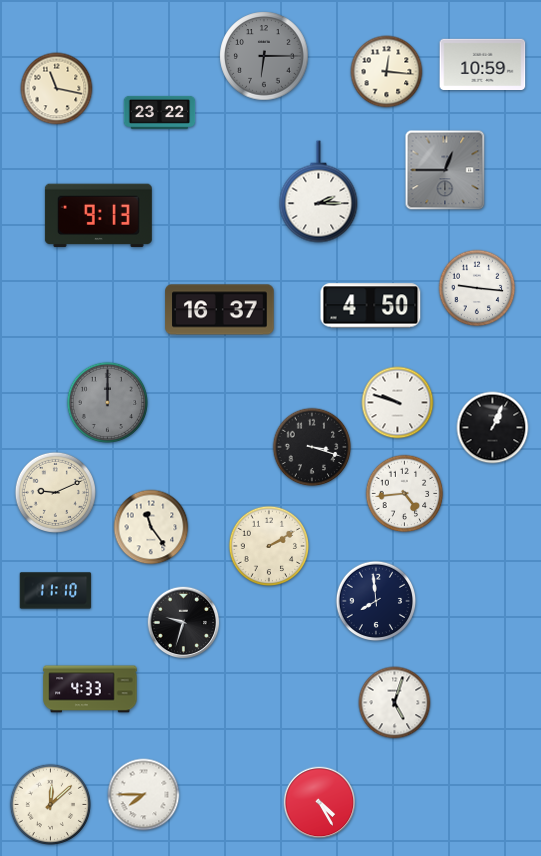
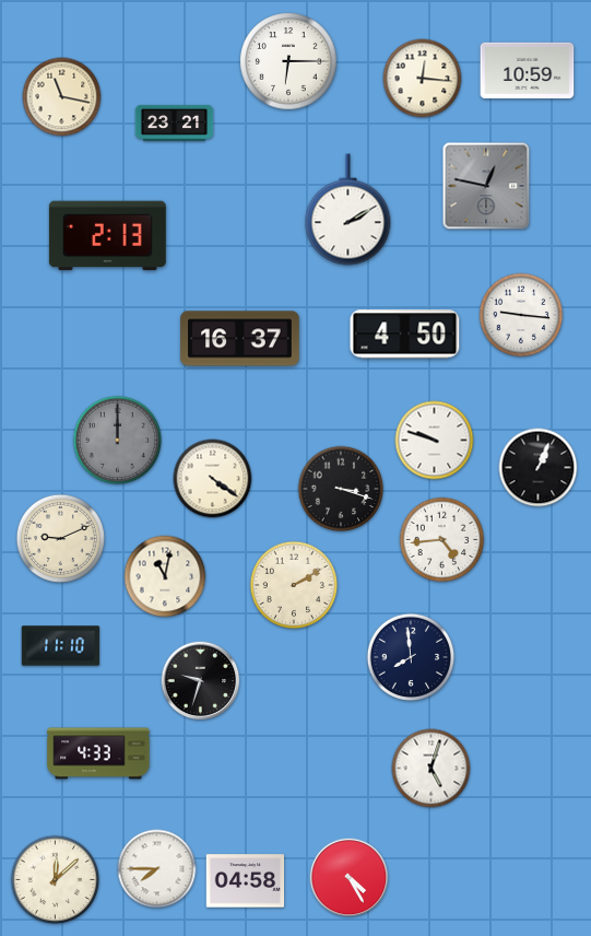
clock at (264, 56) dial: grey -> white
clock at (160, 112): 23:22 -> 23:21
clock at (445, 170): 12:45 -> 12:47
clock at (319, 192): 2:15 -> 2:10
clock at (98, 216): 9:13 -> 2:13
clock at (213, 479): none -> 4:21
clock at (151, 527): 11:24 -> 11:02
clock at (269, 546) position: (269, 546) -> (294, 585)
clock at (246, 881): none -> 04:58
